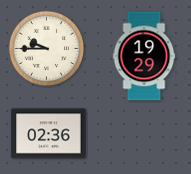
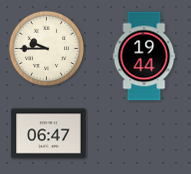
clock at (144, 56): 19:29 -> 19:44
clock at (49, 134): 02:36 -> 06:47
